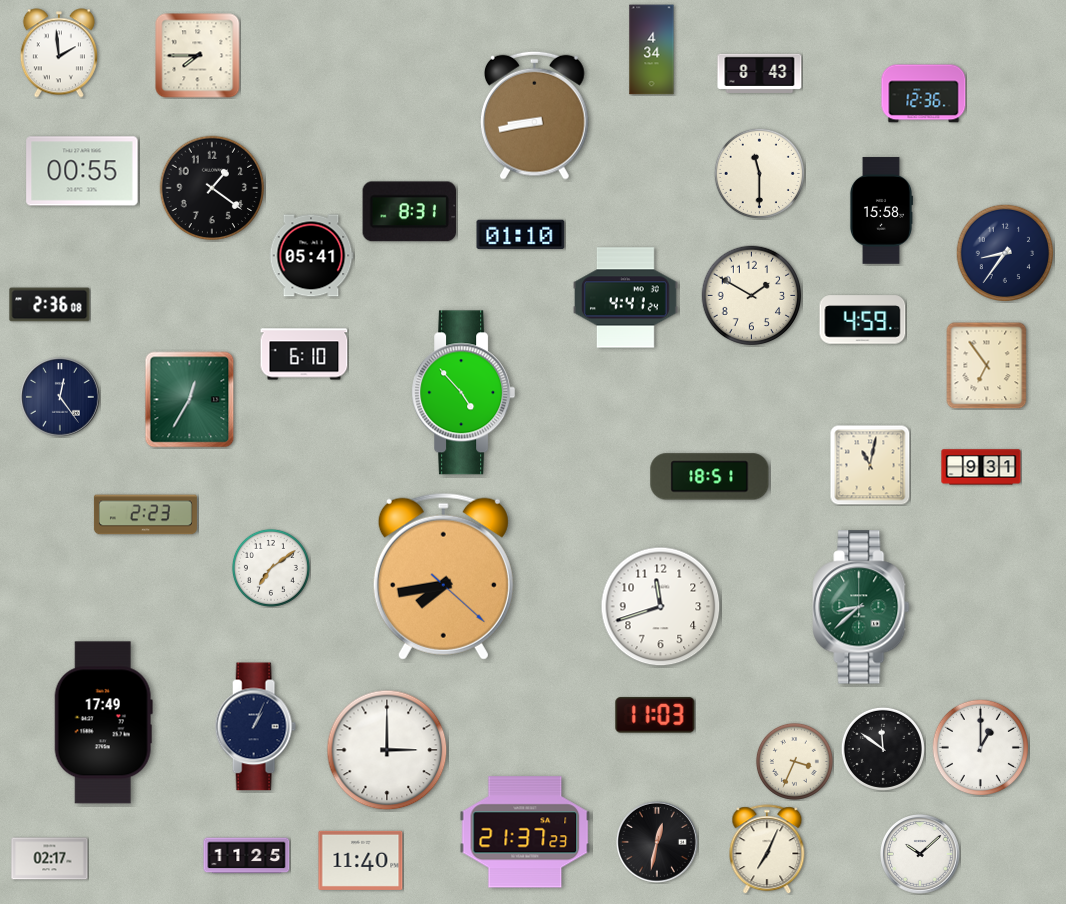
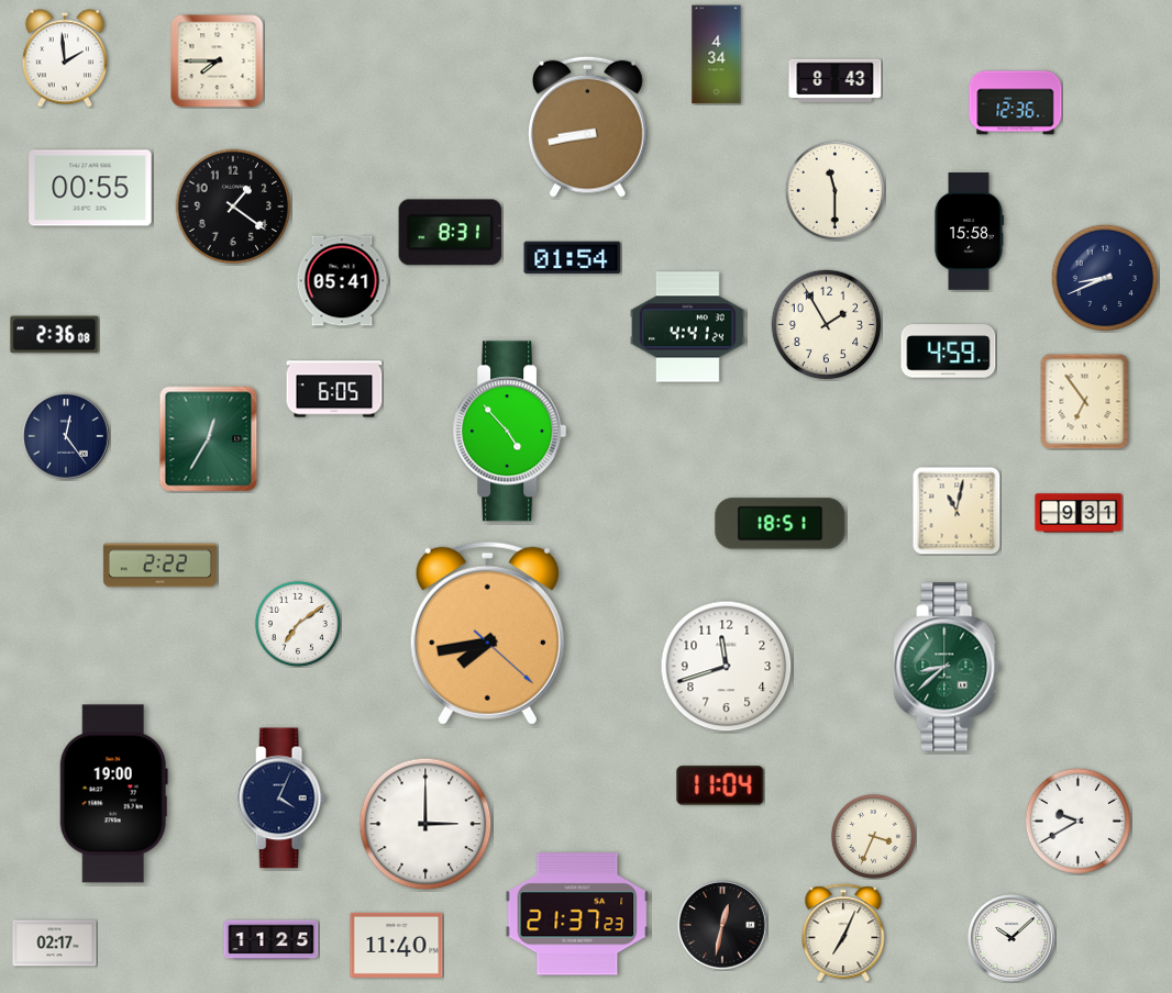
clock at (521, 235): 01:10 -> 01:54
clock at (1004, 252): 8:36 -> 8:41
clock at (752, 296): 1:50 -> 1:55
clock at (304, 354): 6:10 -> 6:05
clock at (145, 515): 2:23 -> 2:22
clock at (655, 715): 11:03 -> 11:04
clock at (103, 723): 17:49 -> 19:00
clock at (255, 727): 1:04 -> 4:04
clock at (980, 747): 1:00 -> 9:40
clock at (883, 749): 11:51 -> none
